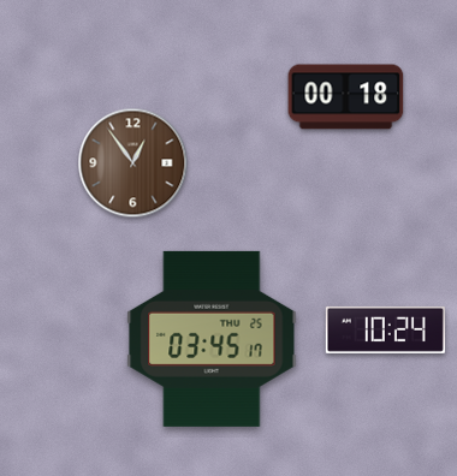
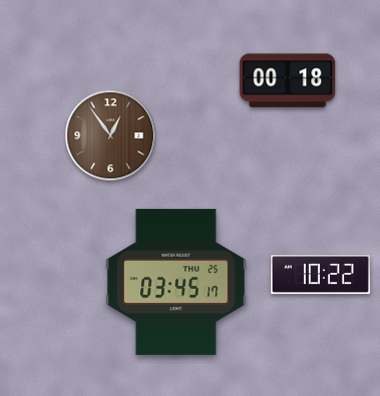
clock at (385, 329): 10:24 -> 10:22
